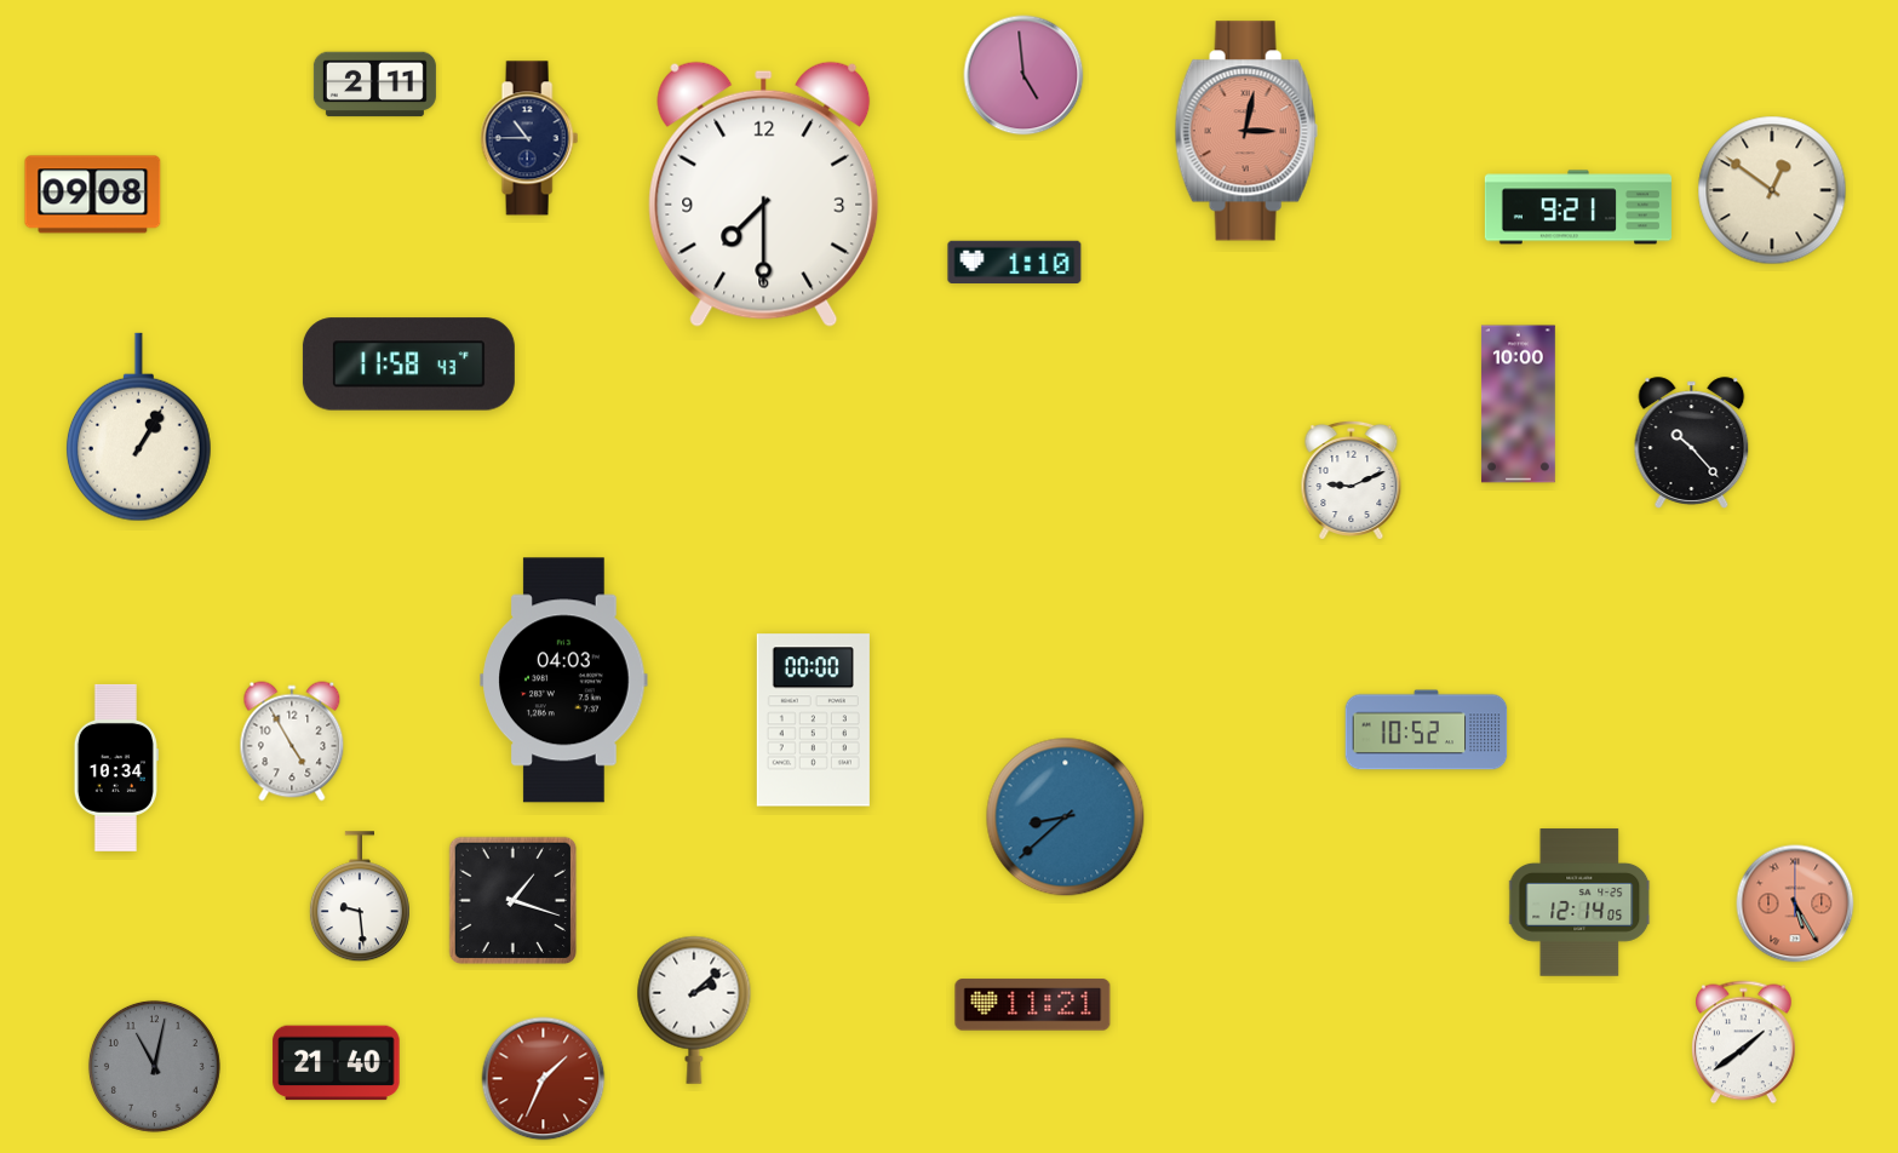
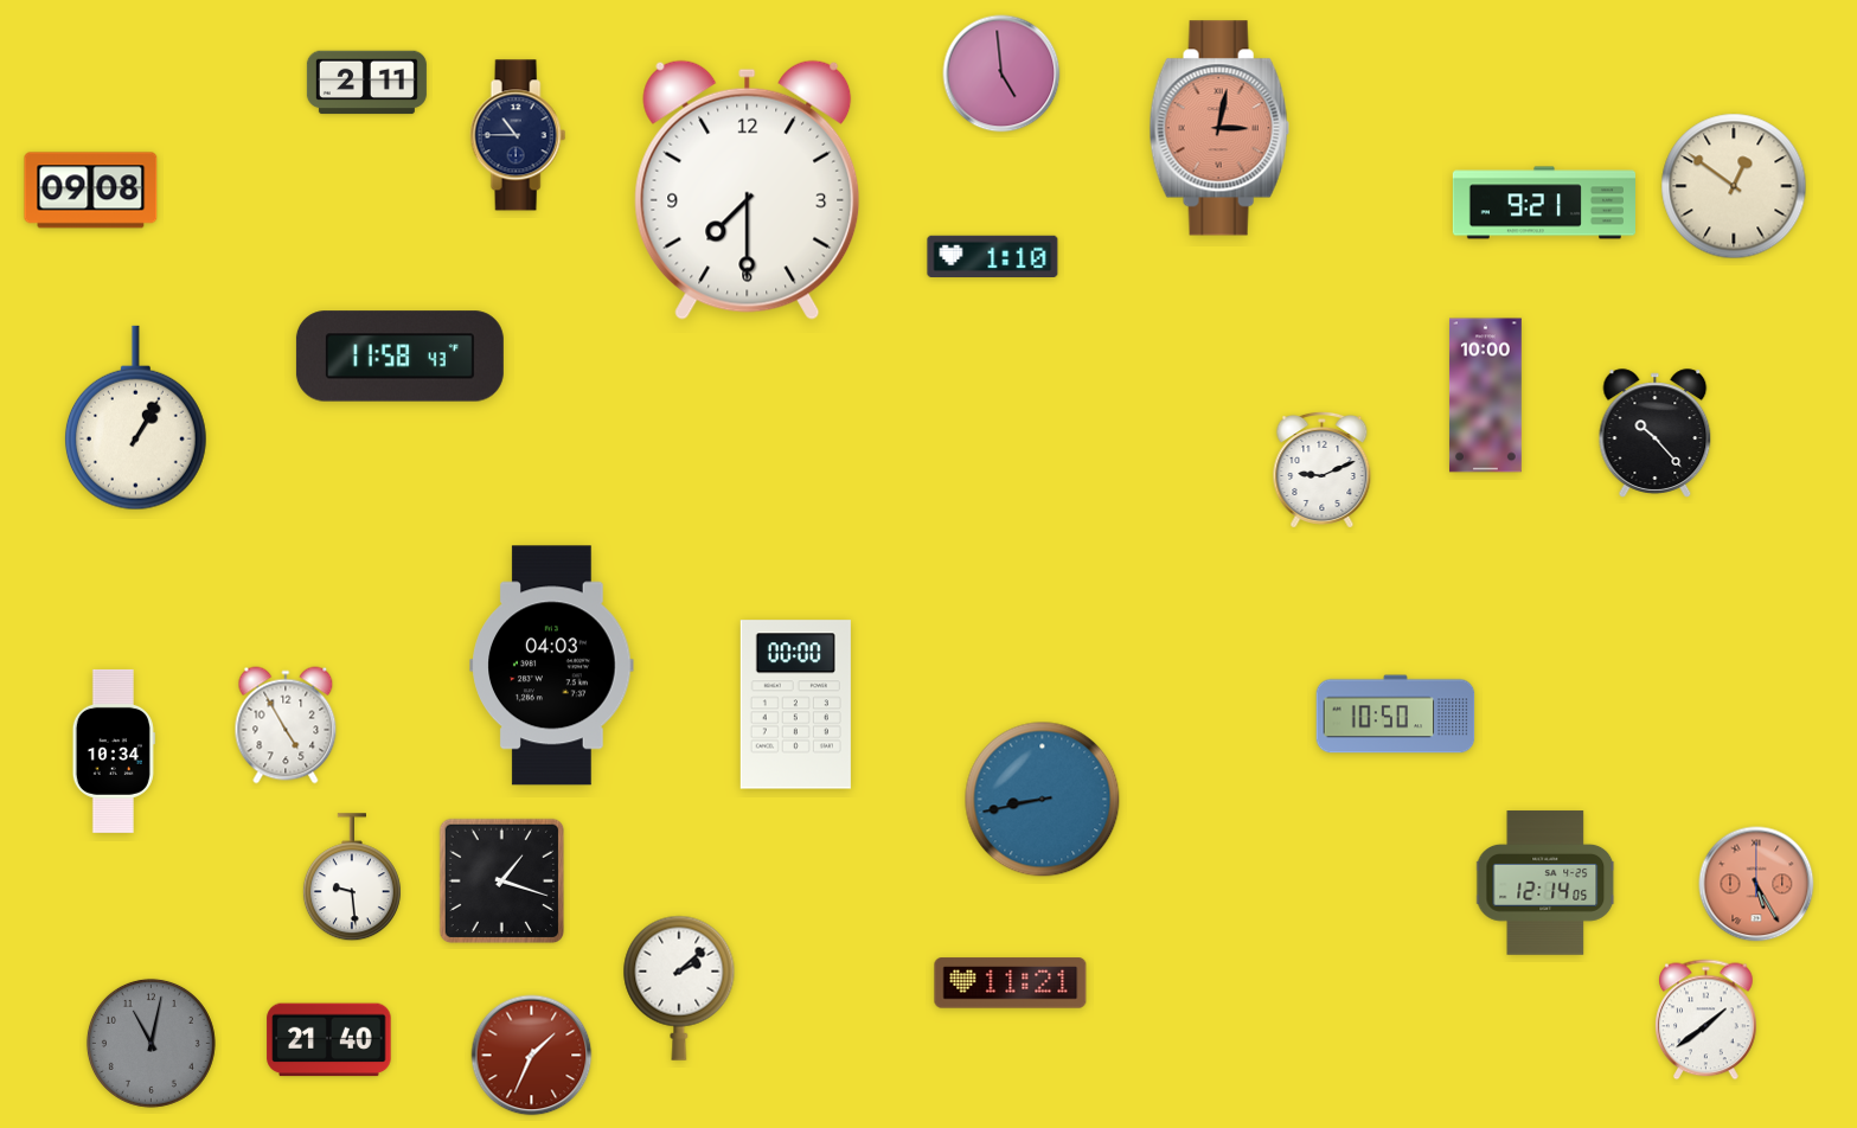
clock at (1427, 730): 10:52 -> 10:50
clock at (1066, 818): 8:38 -> 8:43
